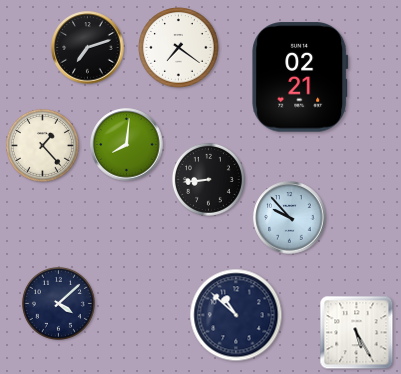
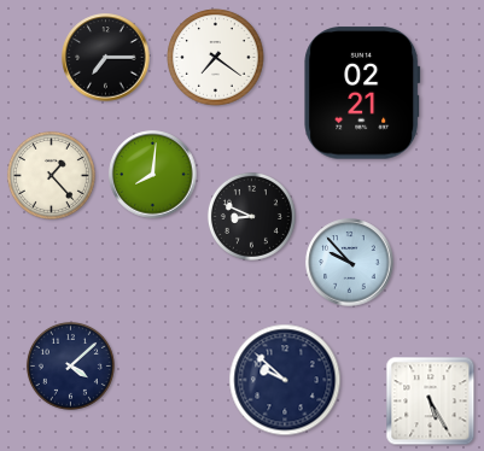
clock at (88, 48): 7:12 -> 7:15
clock at (208, 179): 8:44 -> 8:49
clock at (236, 315): 10:52 -> 9:52
